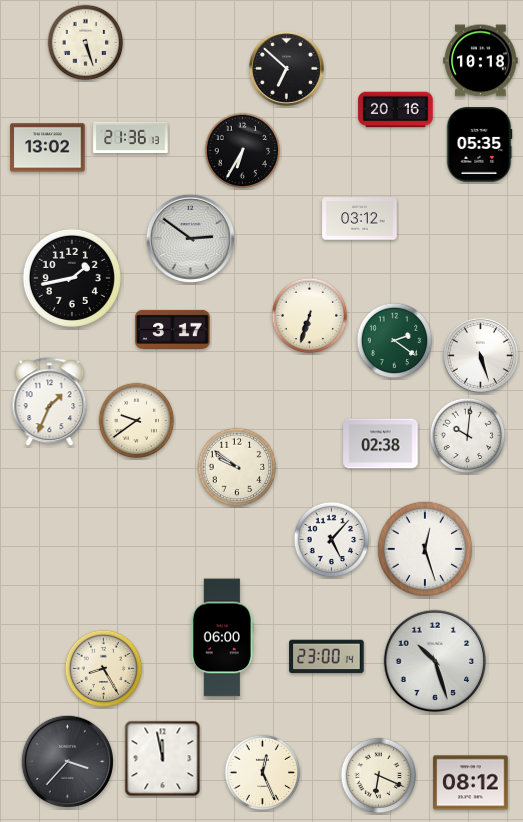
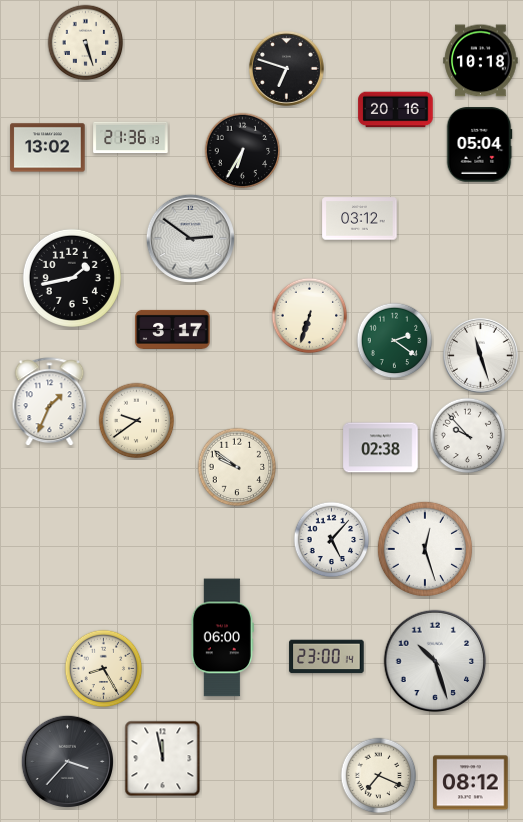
clock at (286, 68): 6:52 -> 6:48
clock at (479, 145): 05:35 -> 05:04
clock at (480, 355): 5:27 -> 11:27
clock at (468, 436): 10:01 -> 9:53
clock at (381, 444) position: (381, 444) -> (381, 448)
clock at (263, 773): 12:26 -> none
clock at (379, 776): 6:19 -> 7:19
